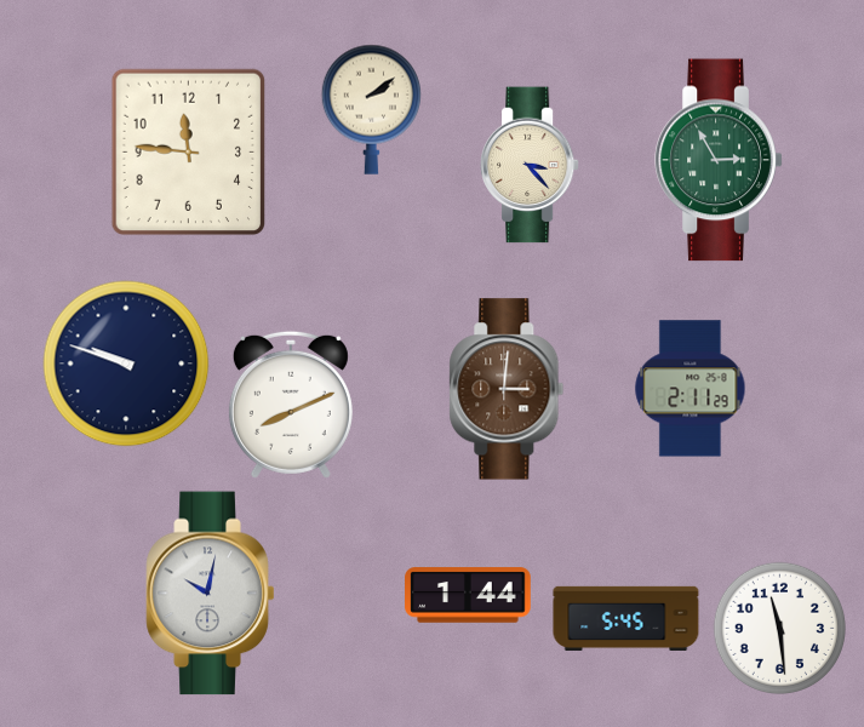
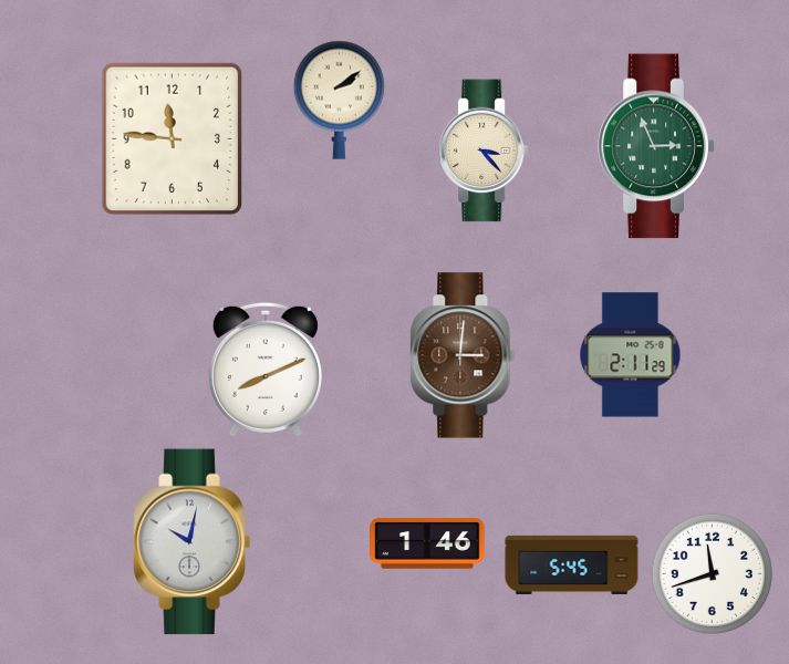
clock at (719, 160): 2:55 -> 2:56
clock at (126, 363): 9:48 -> none
clock at (468, 595): 1:44 -> 1:46
clock at (779, 628): 11:29 -> 11:42
